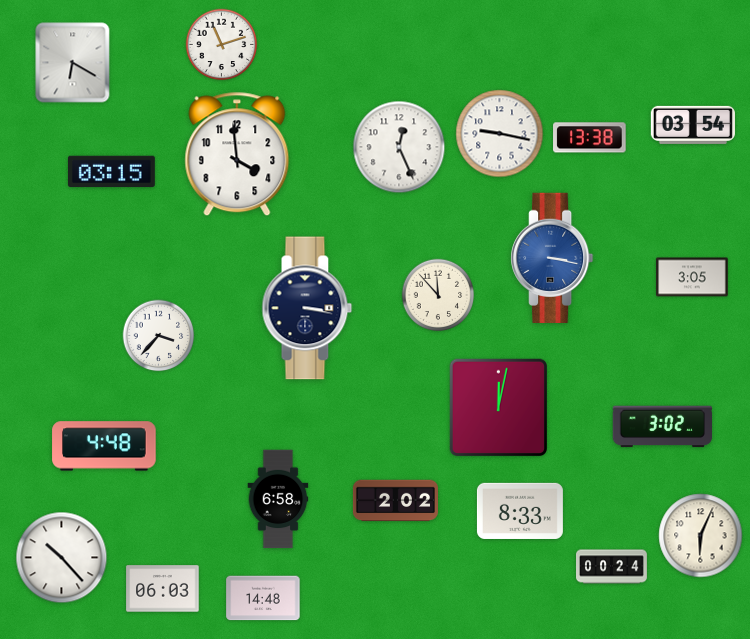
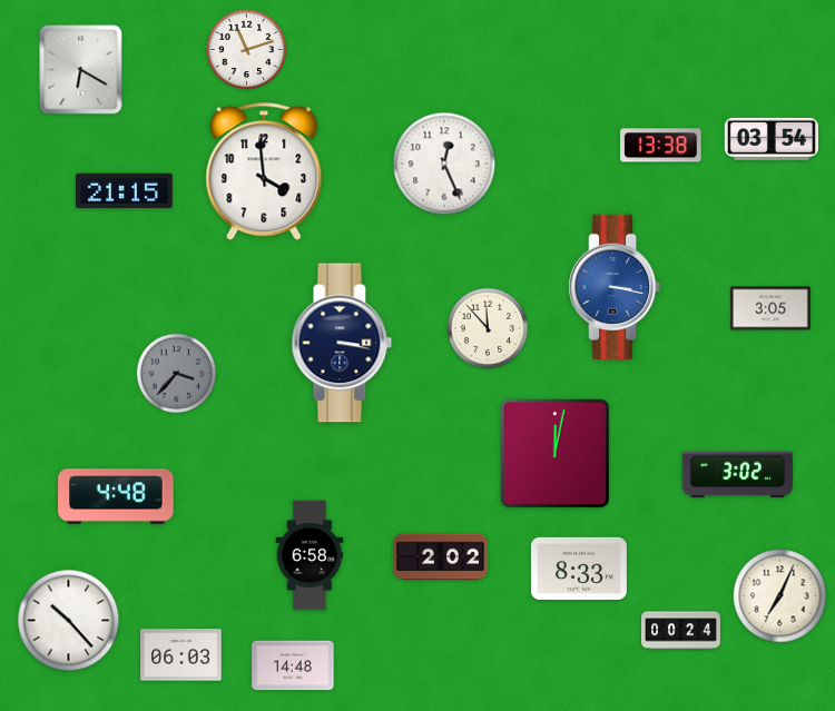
clock at (500, 134): 9:17 -> none
clock at (590, 138) position: (590, 138) -> (661, 146)
clock at (111, 172): 03:15 -> 21:15
clock at (159, 336) dial: white -> grey
clock at (701, 536): 6:04 -> 7:04
